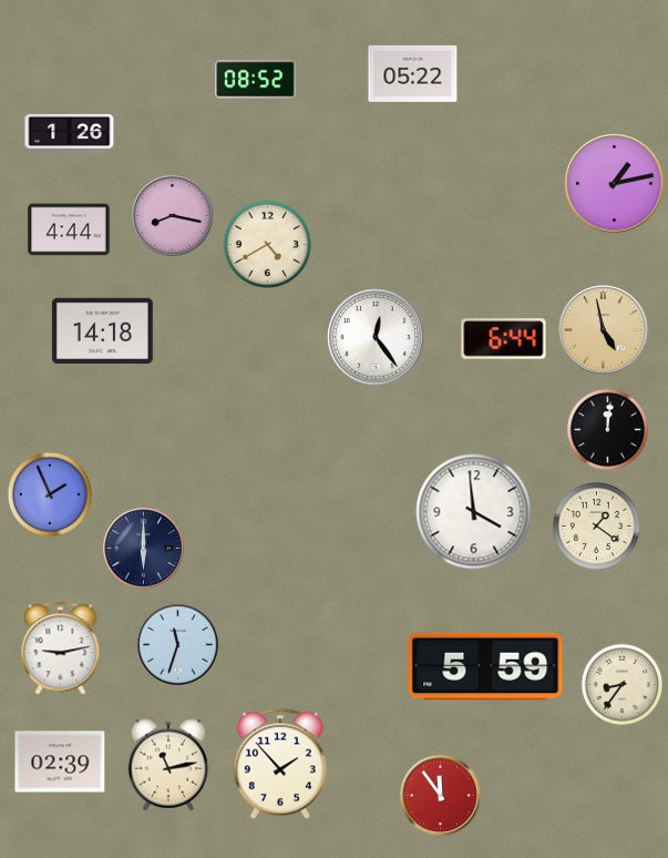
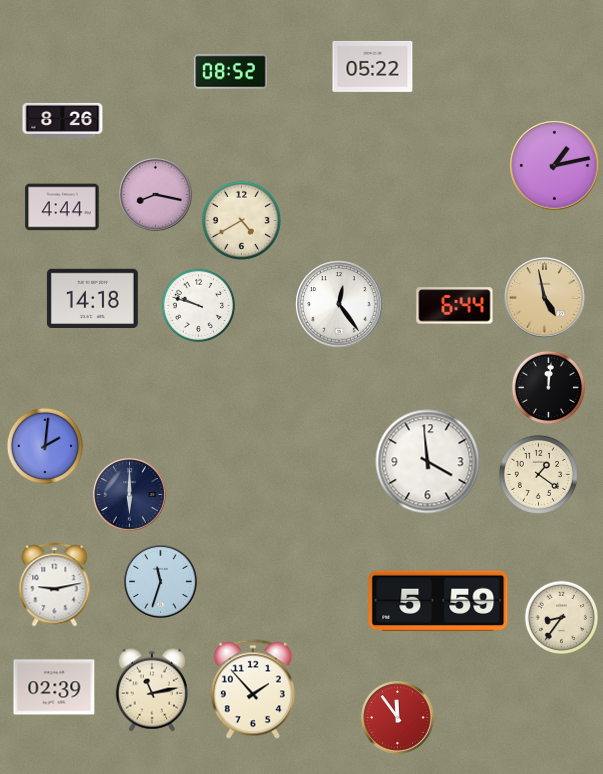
clock at (70, 133): 1:26 -> 8:26
clock at (199, 306): none -> 9:48
clock at (50, 494): 1:56 -> 2:01
